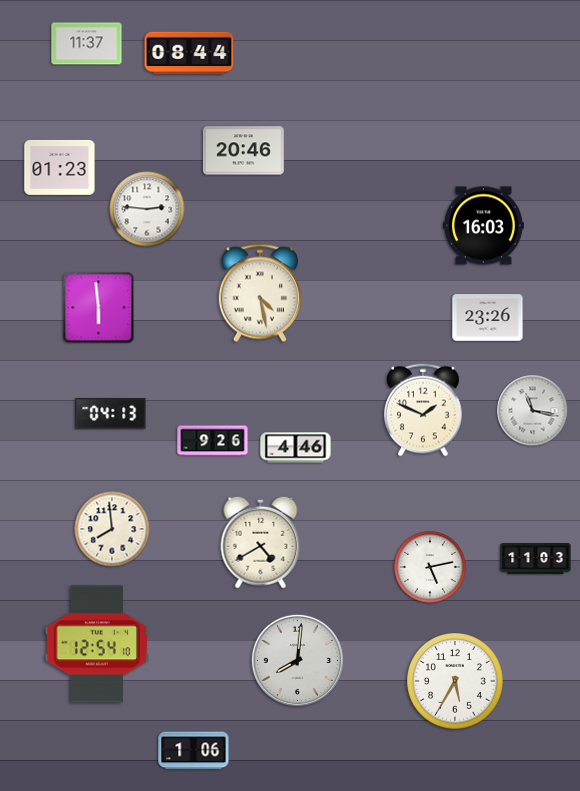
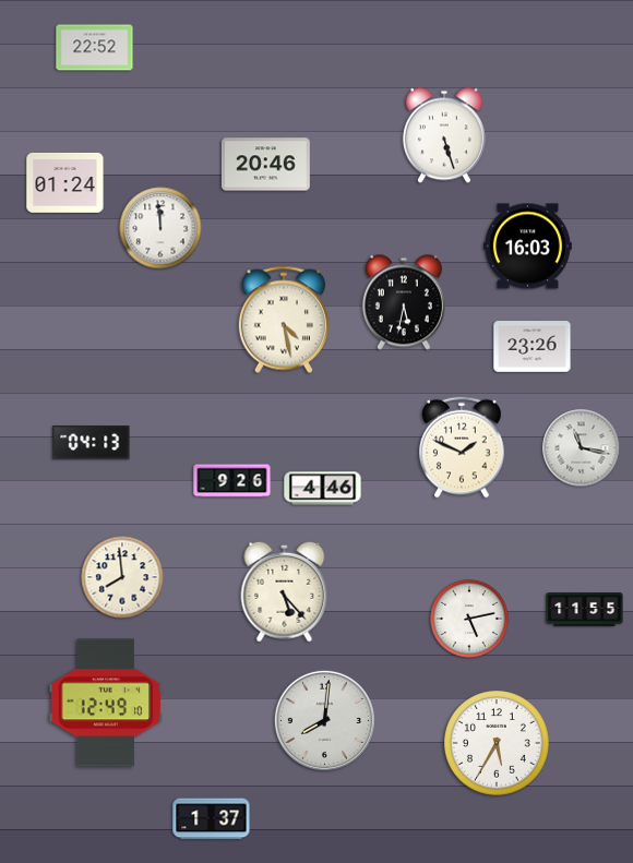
clock at (87, 44): 11:37 -> 22:52
clock at (189, 53): 08:44 -> none
clock at (444, 135): none -> 5:27
clock at (60, 168): 01:23 -> 01:24
clock at (147, 209): 2:46 -> 11:59
clock at (404, 302): none -> 5:32
clock at (99, 308): 5:59 -> none
clock at (111, 414) position: (111, 414) -> (92, 443)
clock at (261, 542): 4:40 -> 5:23
clock at (536, 559): 11:03 -> 11:55
clock at (97, 644): 12:54 -> 12:49
clock at (194, 751): 1:06 -> 1:37
